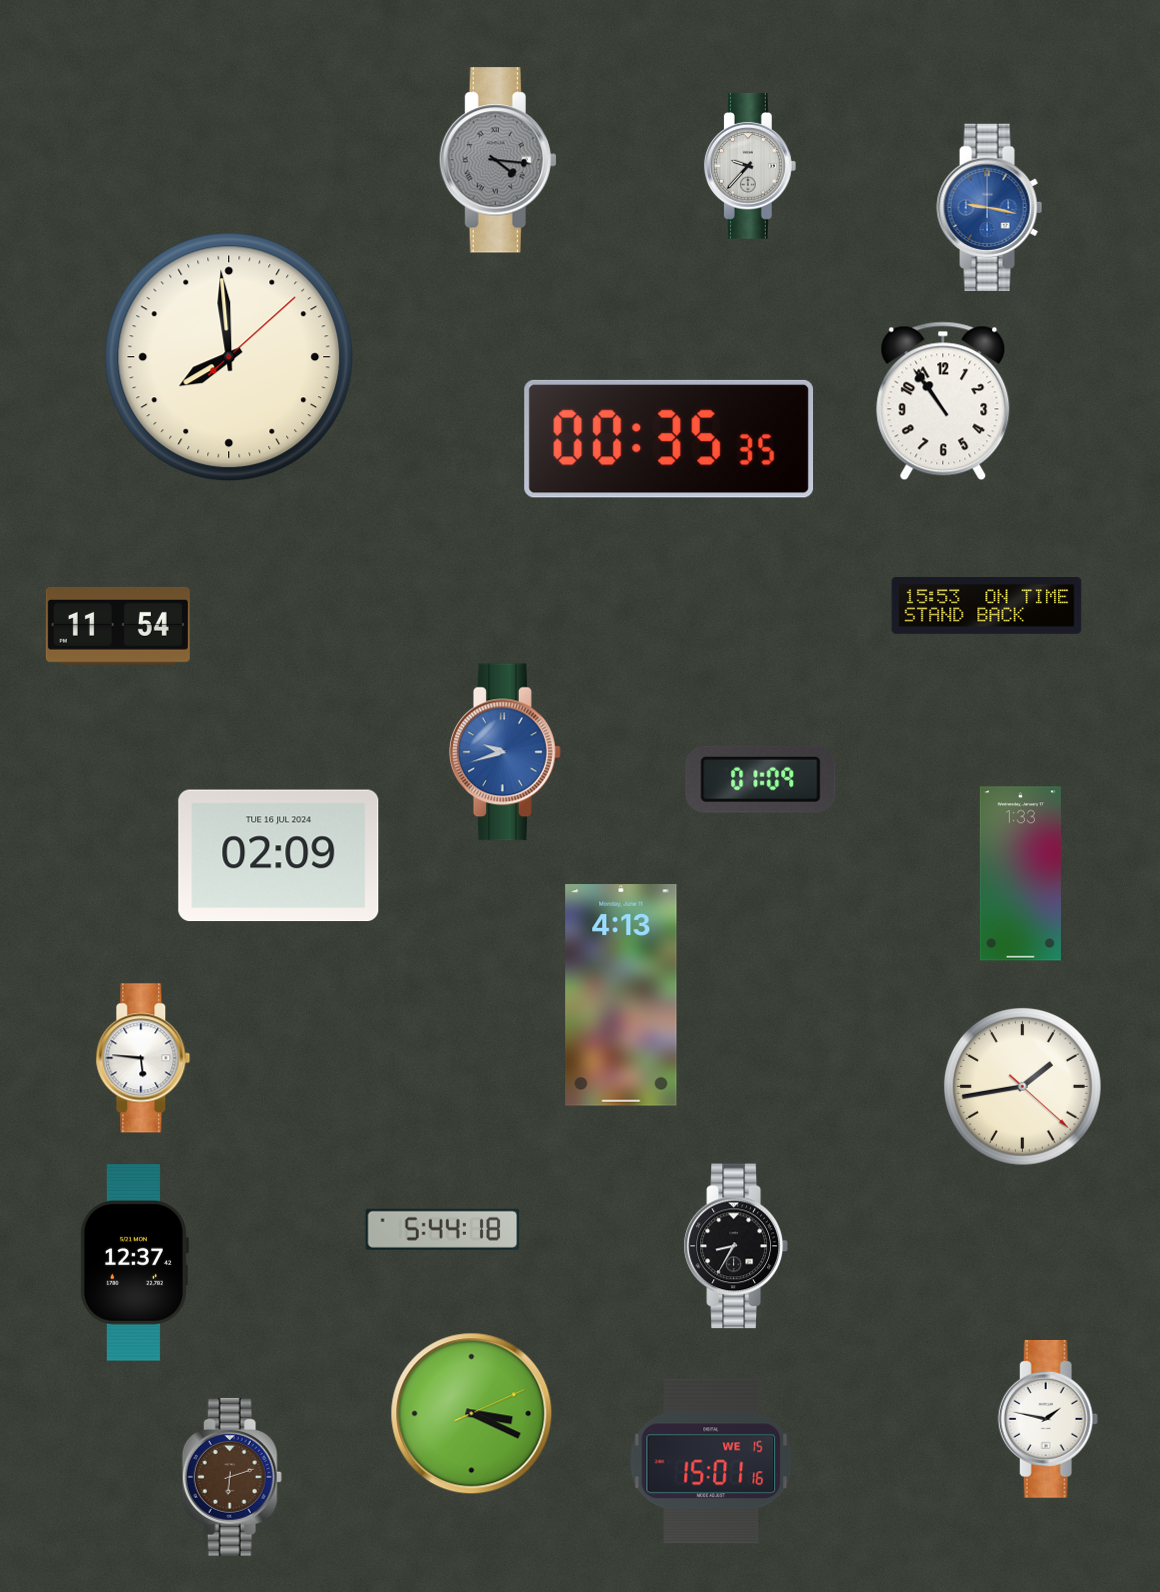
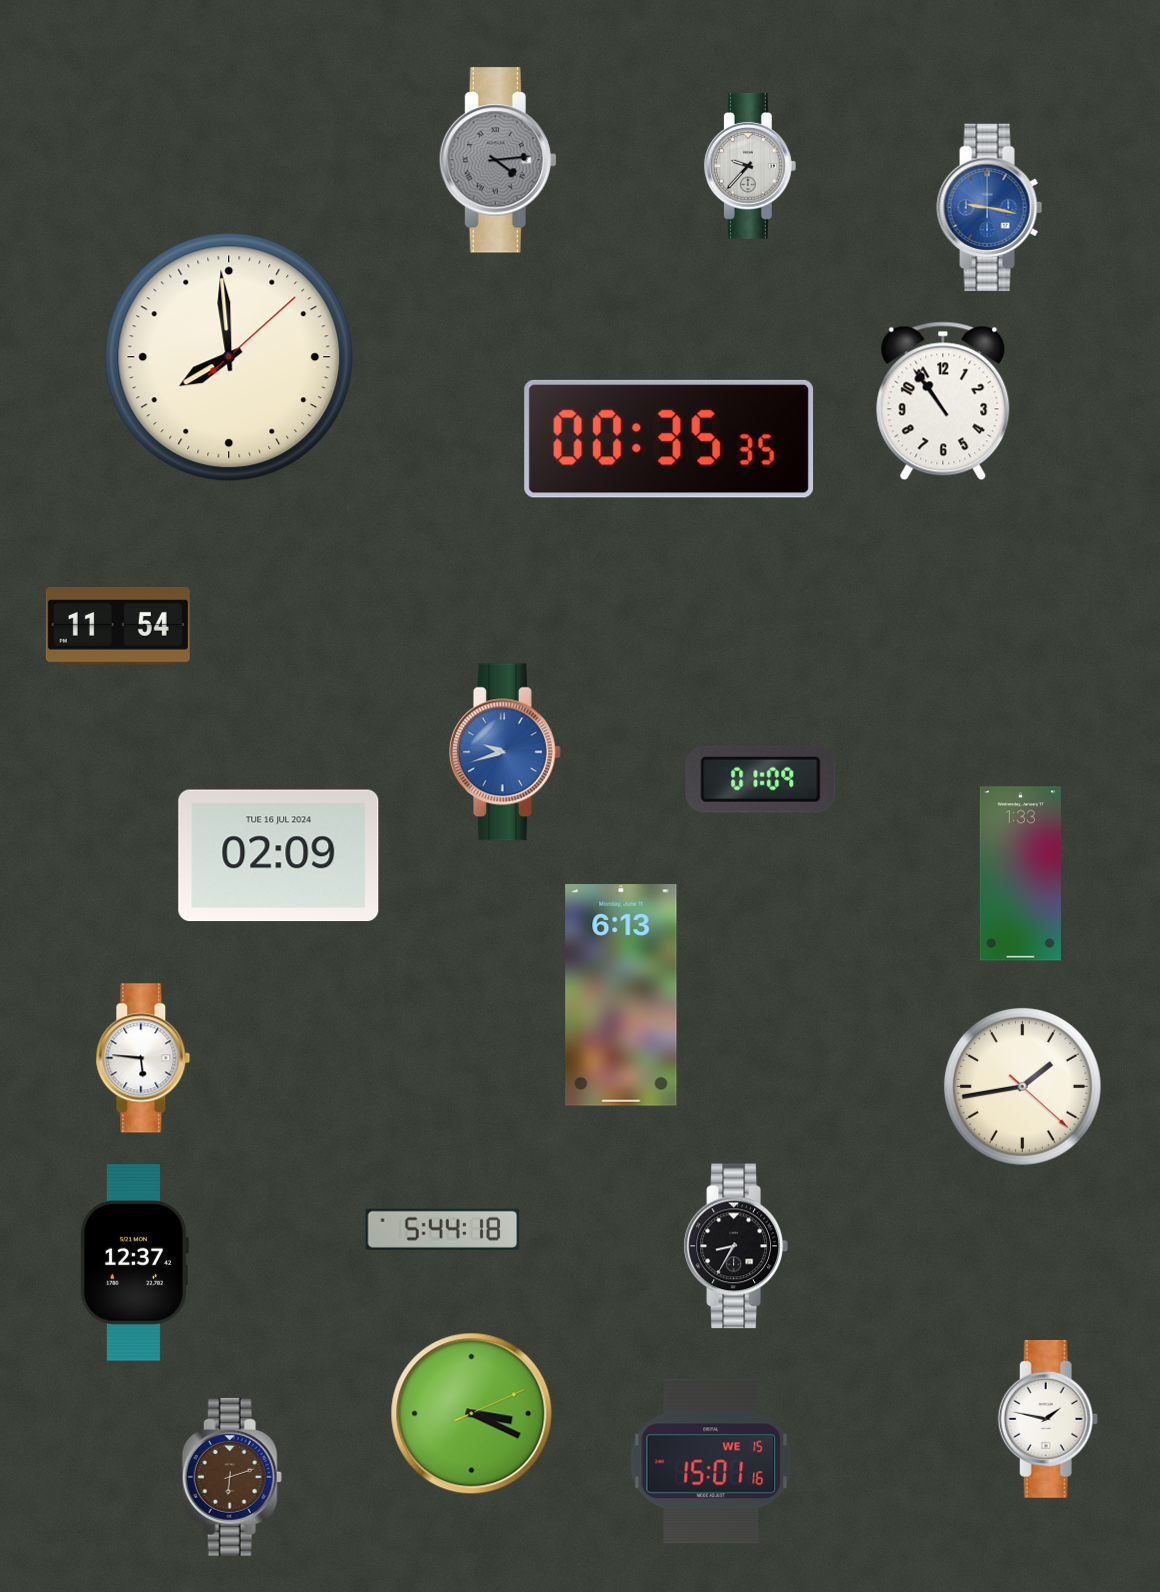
clock at (498, 160): 4:16 -> 4:14
clock at (987, 606): 15:53 -> none
clock at (621, 995): 4:13 -> 6:13
